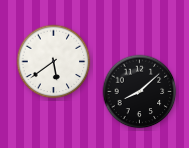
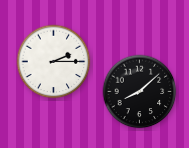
clock at (54, 62): 5:39 -> 2:15
